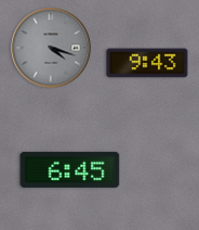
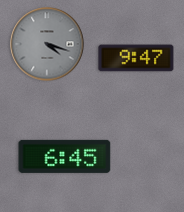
clock at (147, 63): 9:43 -> 9:47
